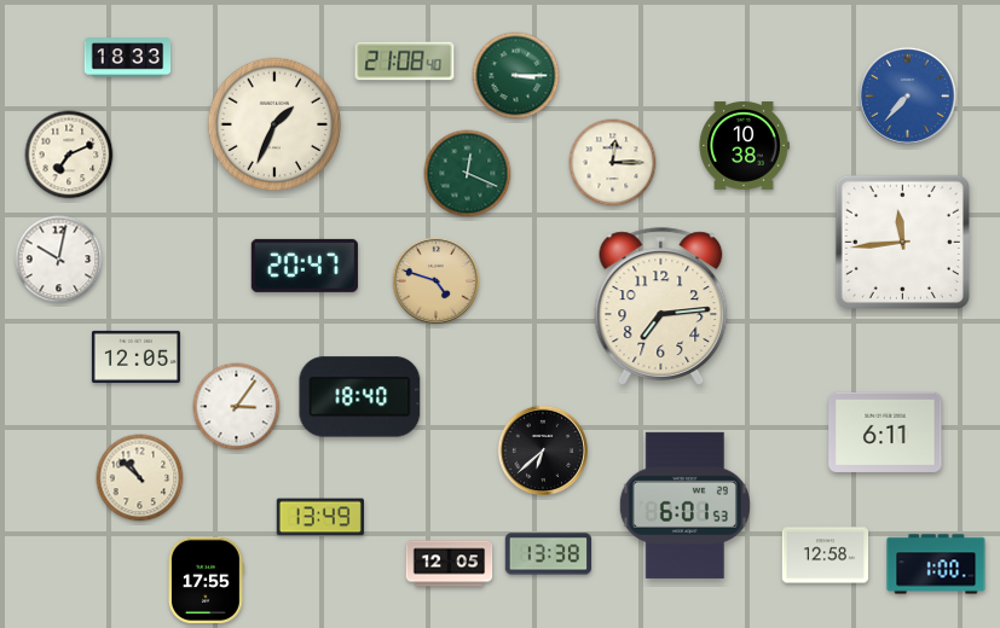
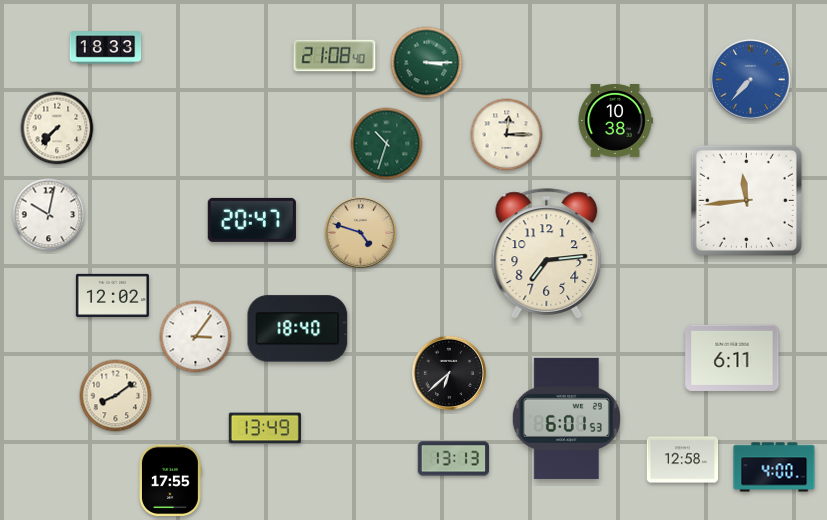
clock at (405, 62) position: (405, 62) -> (335, 56)
clock at (274, 124): 1:34 -> none
clock at (69, 155): 7:11 -> 7:37
clock at (468, 174): 12:19 -> 10:33
clock at (135, 356): 12:05 -> 12:02
clock at (140, 478): 10:52 -> 8:09
clock at (548, 554): 13:38 -> 13:13
clock at (450, 564): 12:05 -> none
clock at (936, 564): 1:00 -> 4:00
